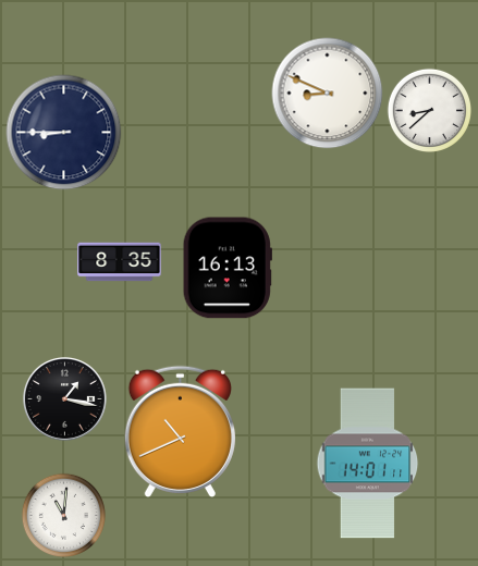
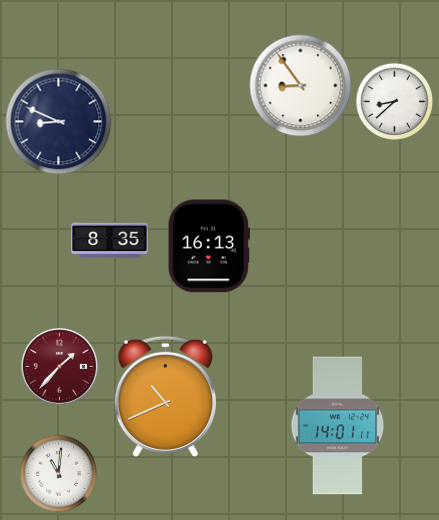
clock at (328, 94): 8:49 -> 8:54
clock at (64, 133): 8:45 -> 8:49
clock at (64, 398): 1:17 -> 1:37
clock at (64, 398) dial: black -> burgundy
